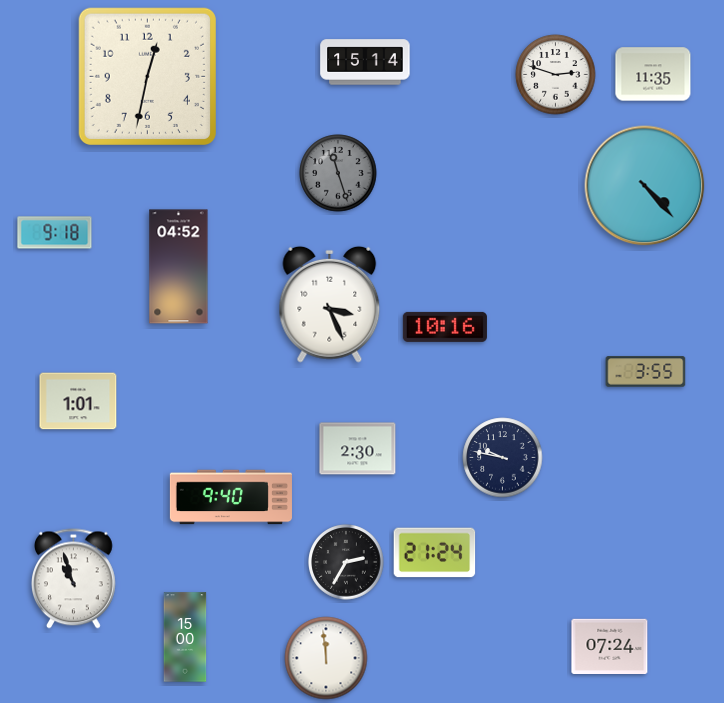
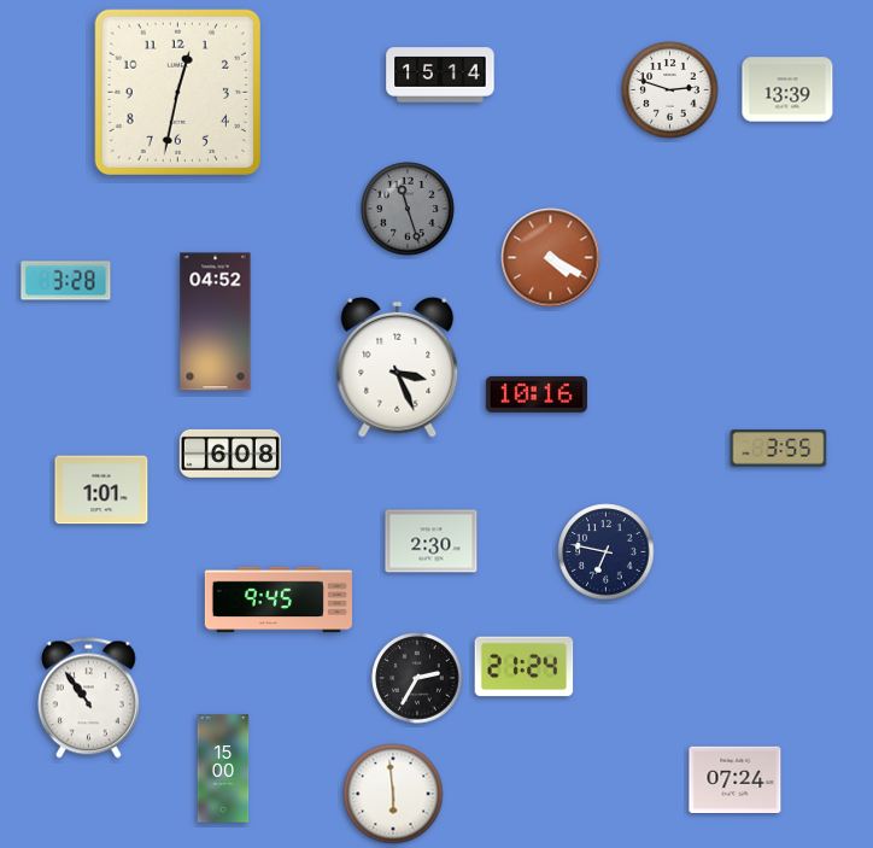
clock at (653, 74): 11:35 -> 13:39
clock at (645, 186): 4:23 -> none
clock at (551, 258): none -> 4:20
clock at (55, 233): 9:18 -> 3:28
clock at (230, 454): none -> 6:08
clock at (78, 401) position: (78, 401) -> (101, 490)
clock at (503, 458): 9:47 -> 6:47
clock at (231, 497): 9:40 -> 9:45
clock at (73, 579): 10:57 -> 10:54
clock at (326, 658): 11:59 -> 5:59
